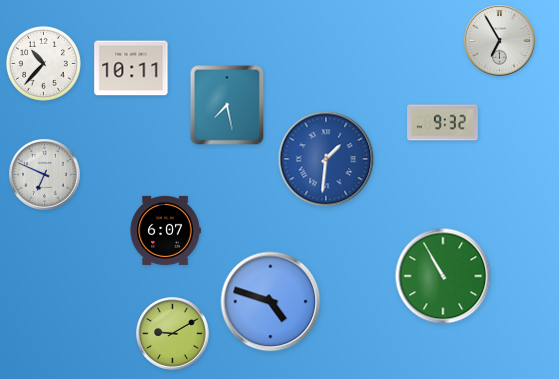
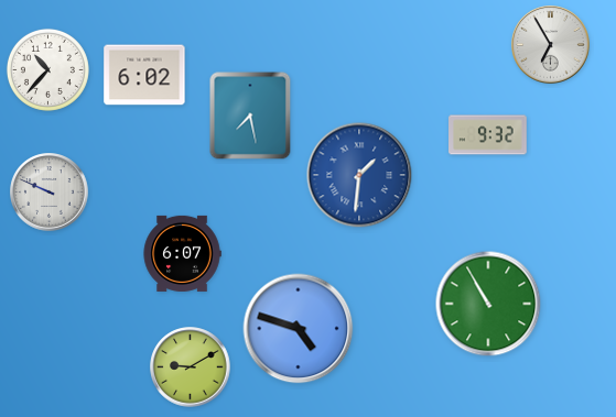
clock at (131, 68): 10:11 -> 6:02
clock at (45, 175): 6:49 -> 9:49
clock at (271, 302) position: (271, 302) -> (299, 329)
